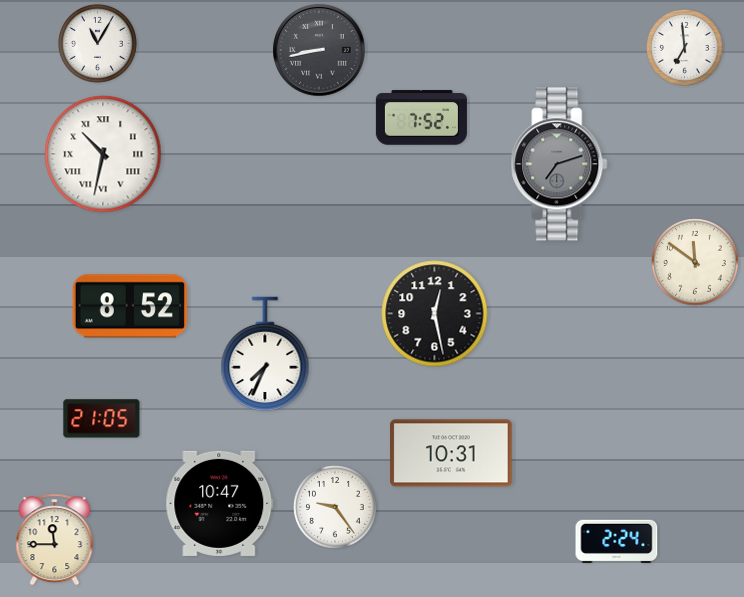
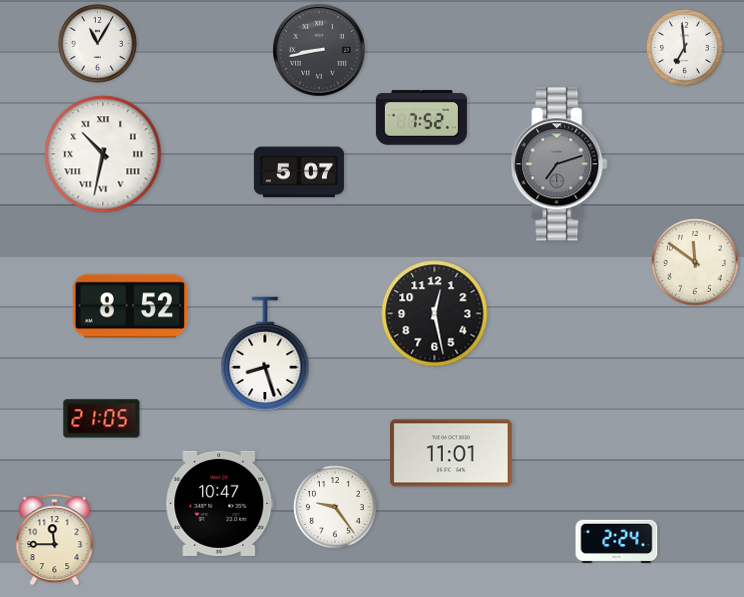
clock at (299, 172): none -> 5:07
clock at (265, 354): 7:34 -> 8:27
clock at (451, 453): 10:31 -> 11:01
